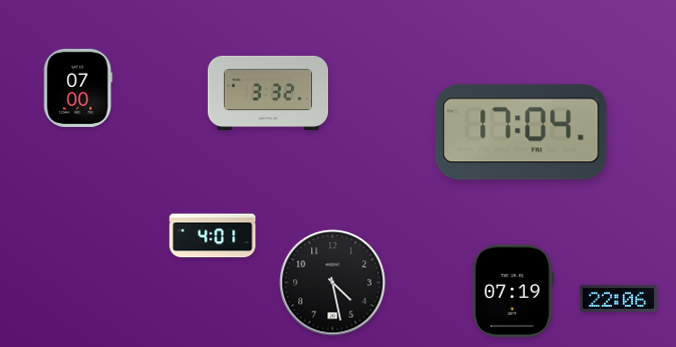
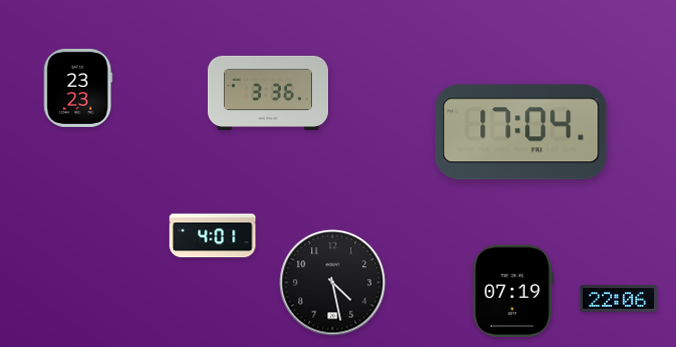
clock at (78, 87): 07:00 -> 23:23
clock at (268, 93): 3:32 -> 3:36
